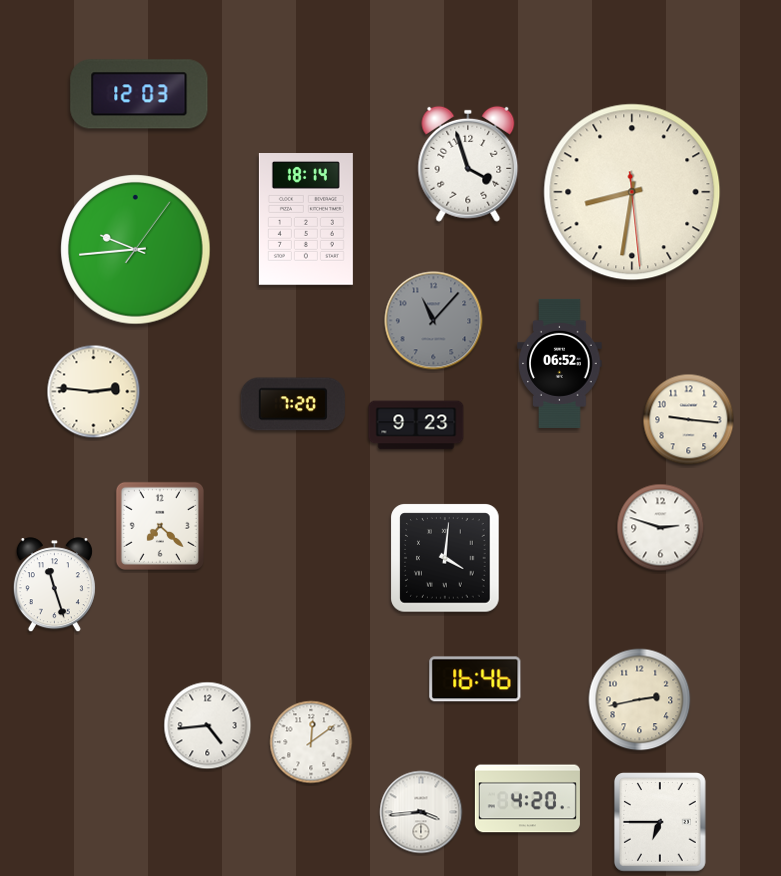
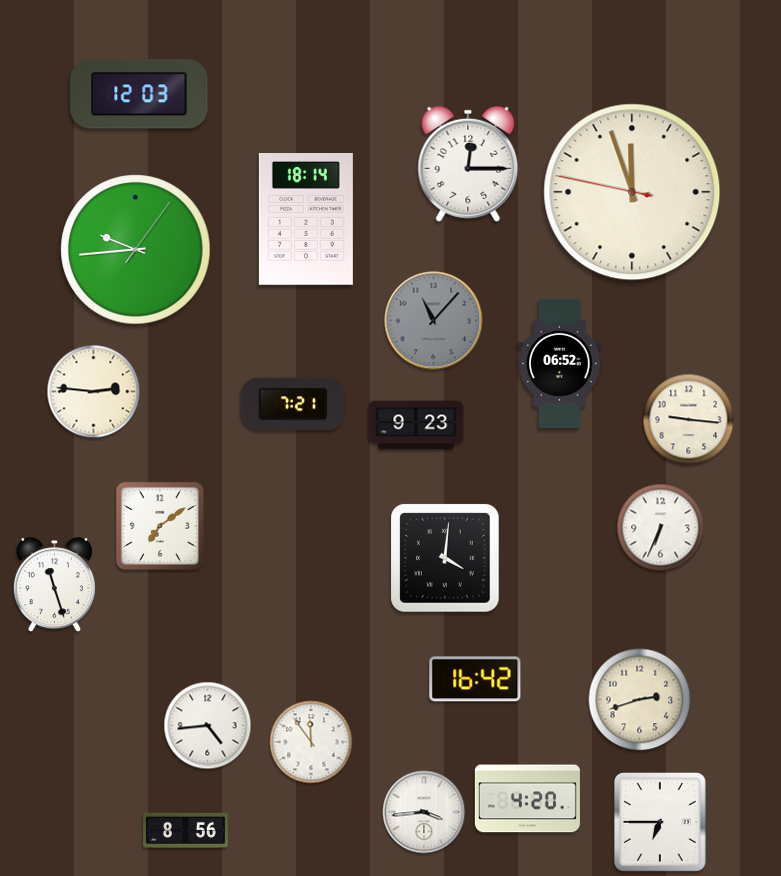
clock at (468, 164): 3:57 -> 12:15
clock at (632, 192): 8:31 -> 11:56
clock at (293, 404): 7:20 -> 7:21
clock at (160, 526): 7:22 -> 7:09
clock at (661, 528): 2:48 -> 6:34
clock at (475, 679): 16:46 -> 16:42
clock at (640, 700): 2:43 -> 2:42
clock at (311, 742): 12:09 -> 11:54
clock at (421, 812) position: (421, 812) -> (424, 812)
clock at (186, 830): none -> 8:56
